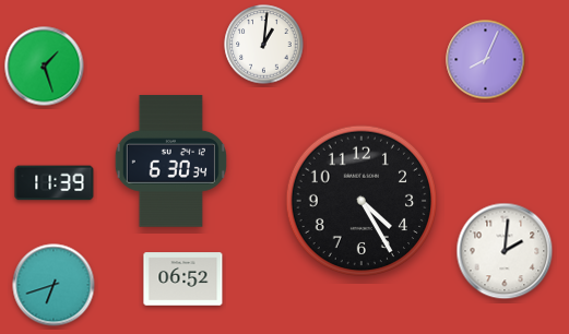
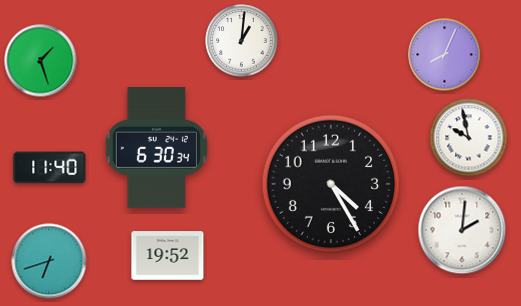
clock at (469, 138): none -> 9:58
clock at (55, 183): 11:39 -> 11:40
clock at (183, 279): 06:52 -> 19:52
